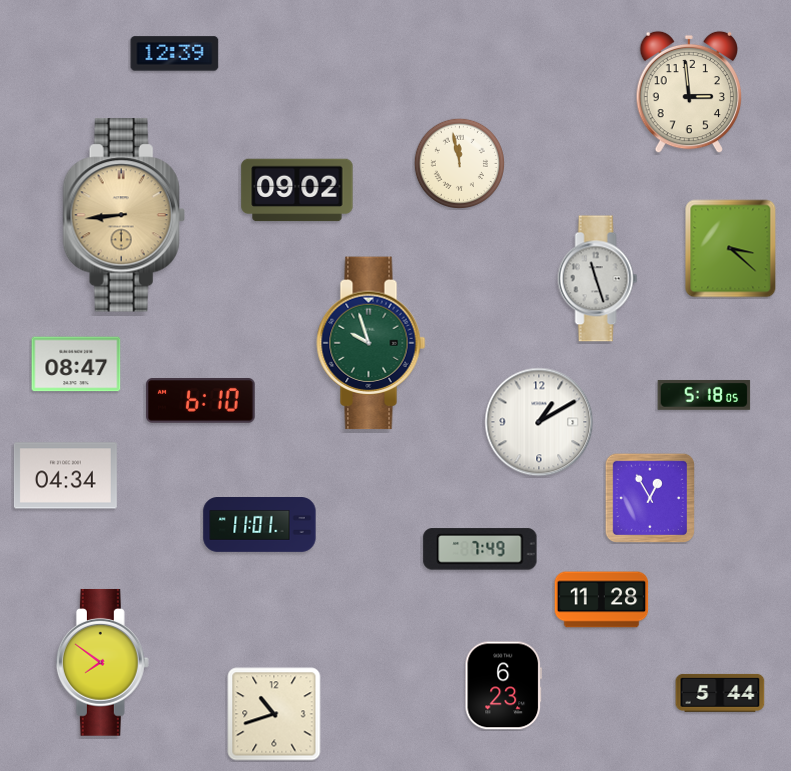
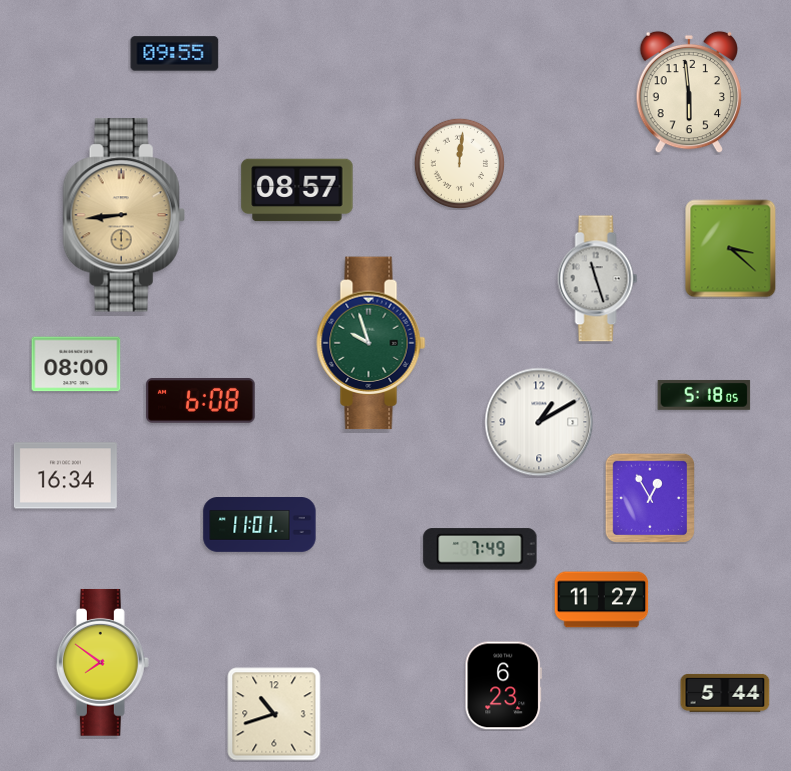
clock at (175, 54): 12:39 -> 09:55
clock at (688, 92): 2:59 -> 5:59
clock at (459, 163): 11:58 -> 12:01
clock at (297, 190): 09:02 -> 08:57
clock at (76, 364): 08:47 -> 08:00
clock at (201, 401): 6:10 -> 6:08
clock at (65, 476): 04:34 -> 16:34
clock at (602, 600): 11:28 -> 11:27
clock at (720, 693) position: (720, 693) -> (725, 693)
